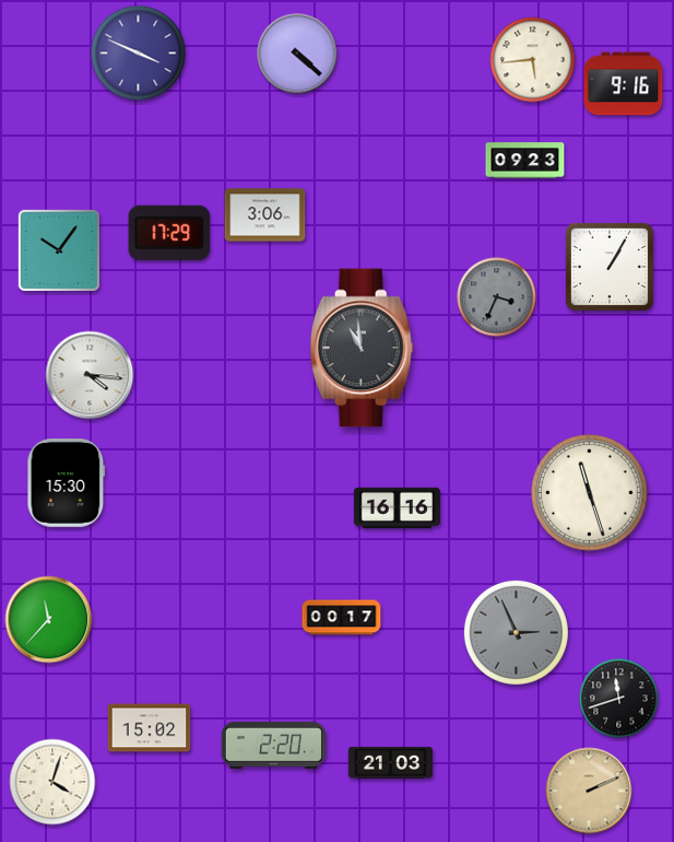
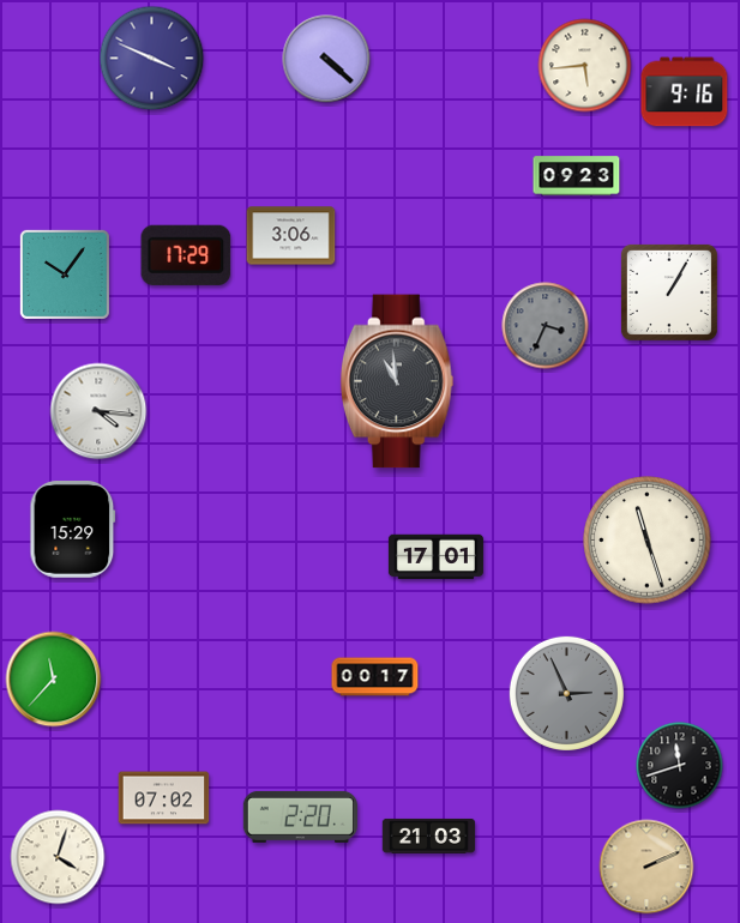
clock at (67, 483): 15:30 -> 15:29
clock at (397, 508): 16:16 -> 17:01
clock at (150, 728): 15:02 -> 07:02
